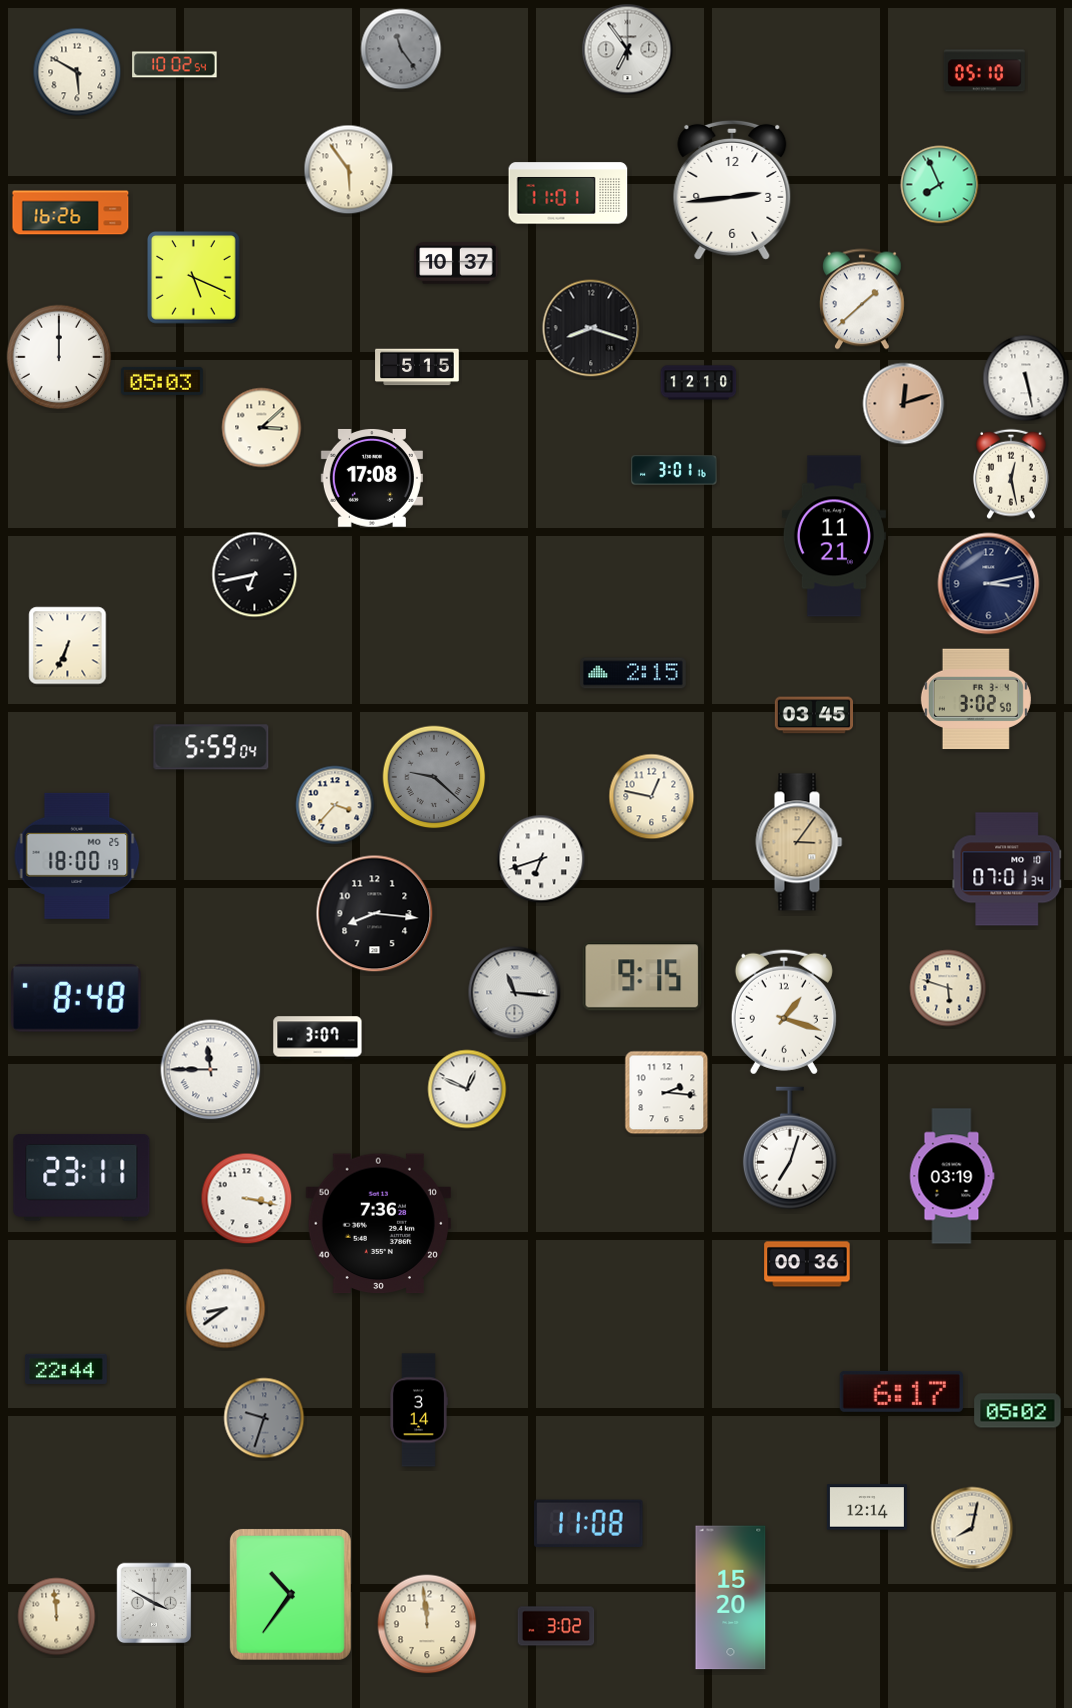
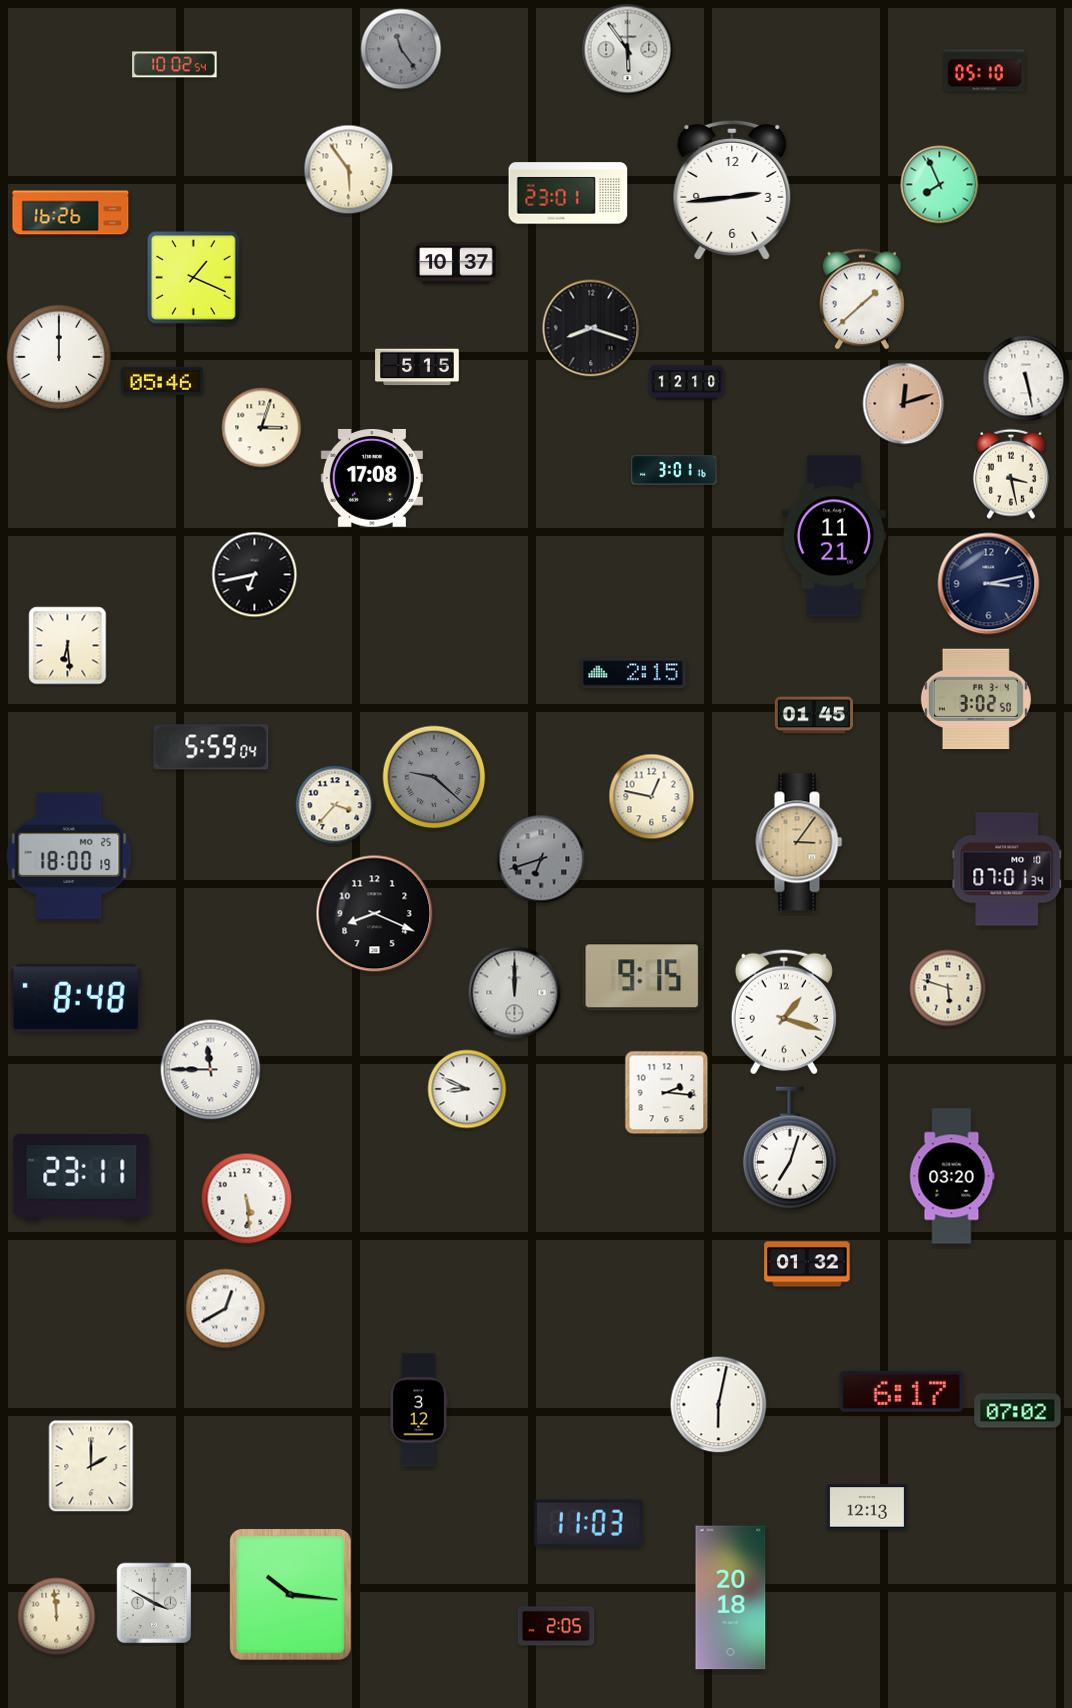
clock at (628, 50): 6:54 -> 5:54
clock at (77, 72): 5:50 -> none
clock at (568, 193): 11:01 -> 23:01
clock at (194, 278): 5:19 -> 1:19
clock at (162, 381): 05:03 -> 05:46
clock at (699, 383) position: (699, 383) -> (687, 383)
clock at (262, 428): 3:08 -> 3:03
clock at (1012, 474): 12:28 -> 3:28
clock at (68, 646): 6:34 -> 6:29
clock at (814, 715): 03:45 -> 01:45
clock at (77, 856) position: (77, 856) -> (69, 856)
clock at (541, 859) dial: white -> grey
clock at (375, 914): 8:16 -> 8:19
clock at (515, 993): 11:16 -> 12:00
clock at (318, 1038): 3:07 -> none
clock at (467, 1089): 12:49 -> 8:49
clock at (952, 1176): 03:19 -> 03:20
clock at (247, 1199): 3:17 -> 5:29
clock at (378, 1224): 7:36 -> none
clock at (807, 1264): 00:36 -> 01:32
clock at (226, 1309): 8:39 -> 12:40
clock at (66, 1369): 22:44 -> none
clock at (719, 1405): none -> 6:02
clock at (419, 1410): 3:14 -> 3:12
clock at (1018, 1411): 05:02 -> 07:02
clock at (264, 1418): 9:33 -> none
clock at (91, 1466): none -> 2:00
clock at (867, 1507): 12:14 -> 12:13
clock at (589, 1523): 11:08 -> 11:03
clock at (972, 1528): 8:02 -> none
clock at (290, 1594): 10:36 -> 10:16
clock at (731, 1598): 15:20 -> 20:18
clock at (427, 1624): 11:59 -> none
clock at (556, 1626): 3:02 -> 2:05
